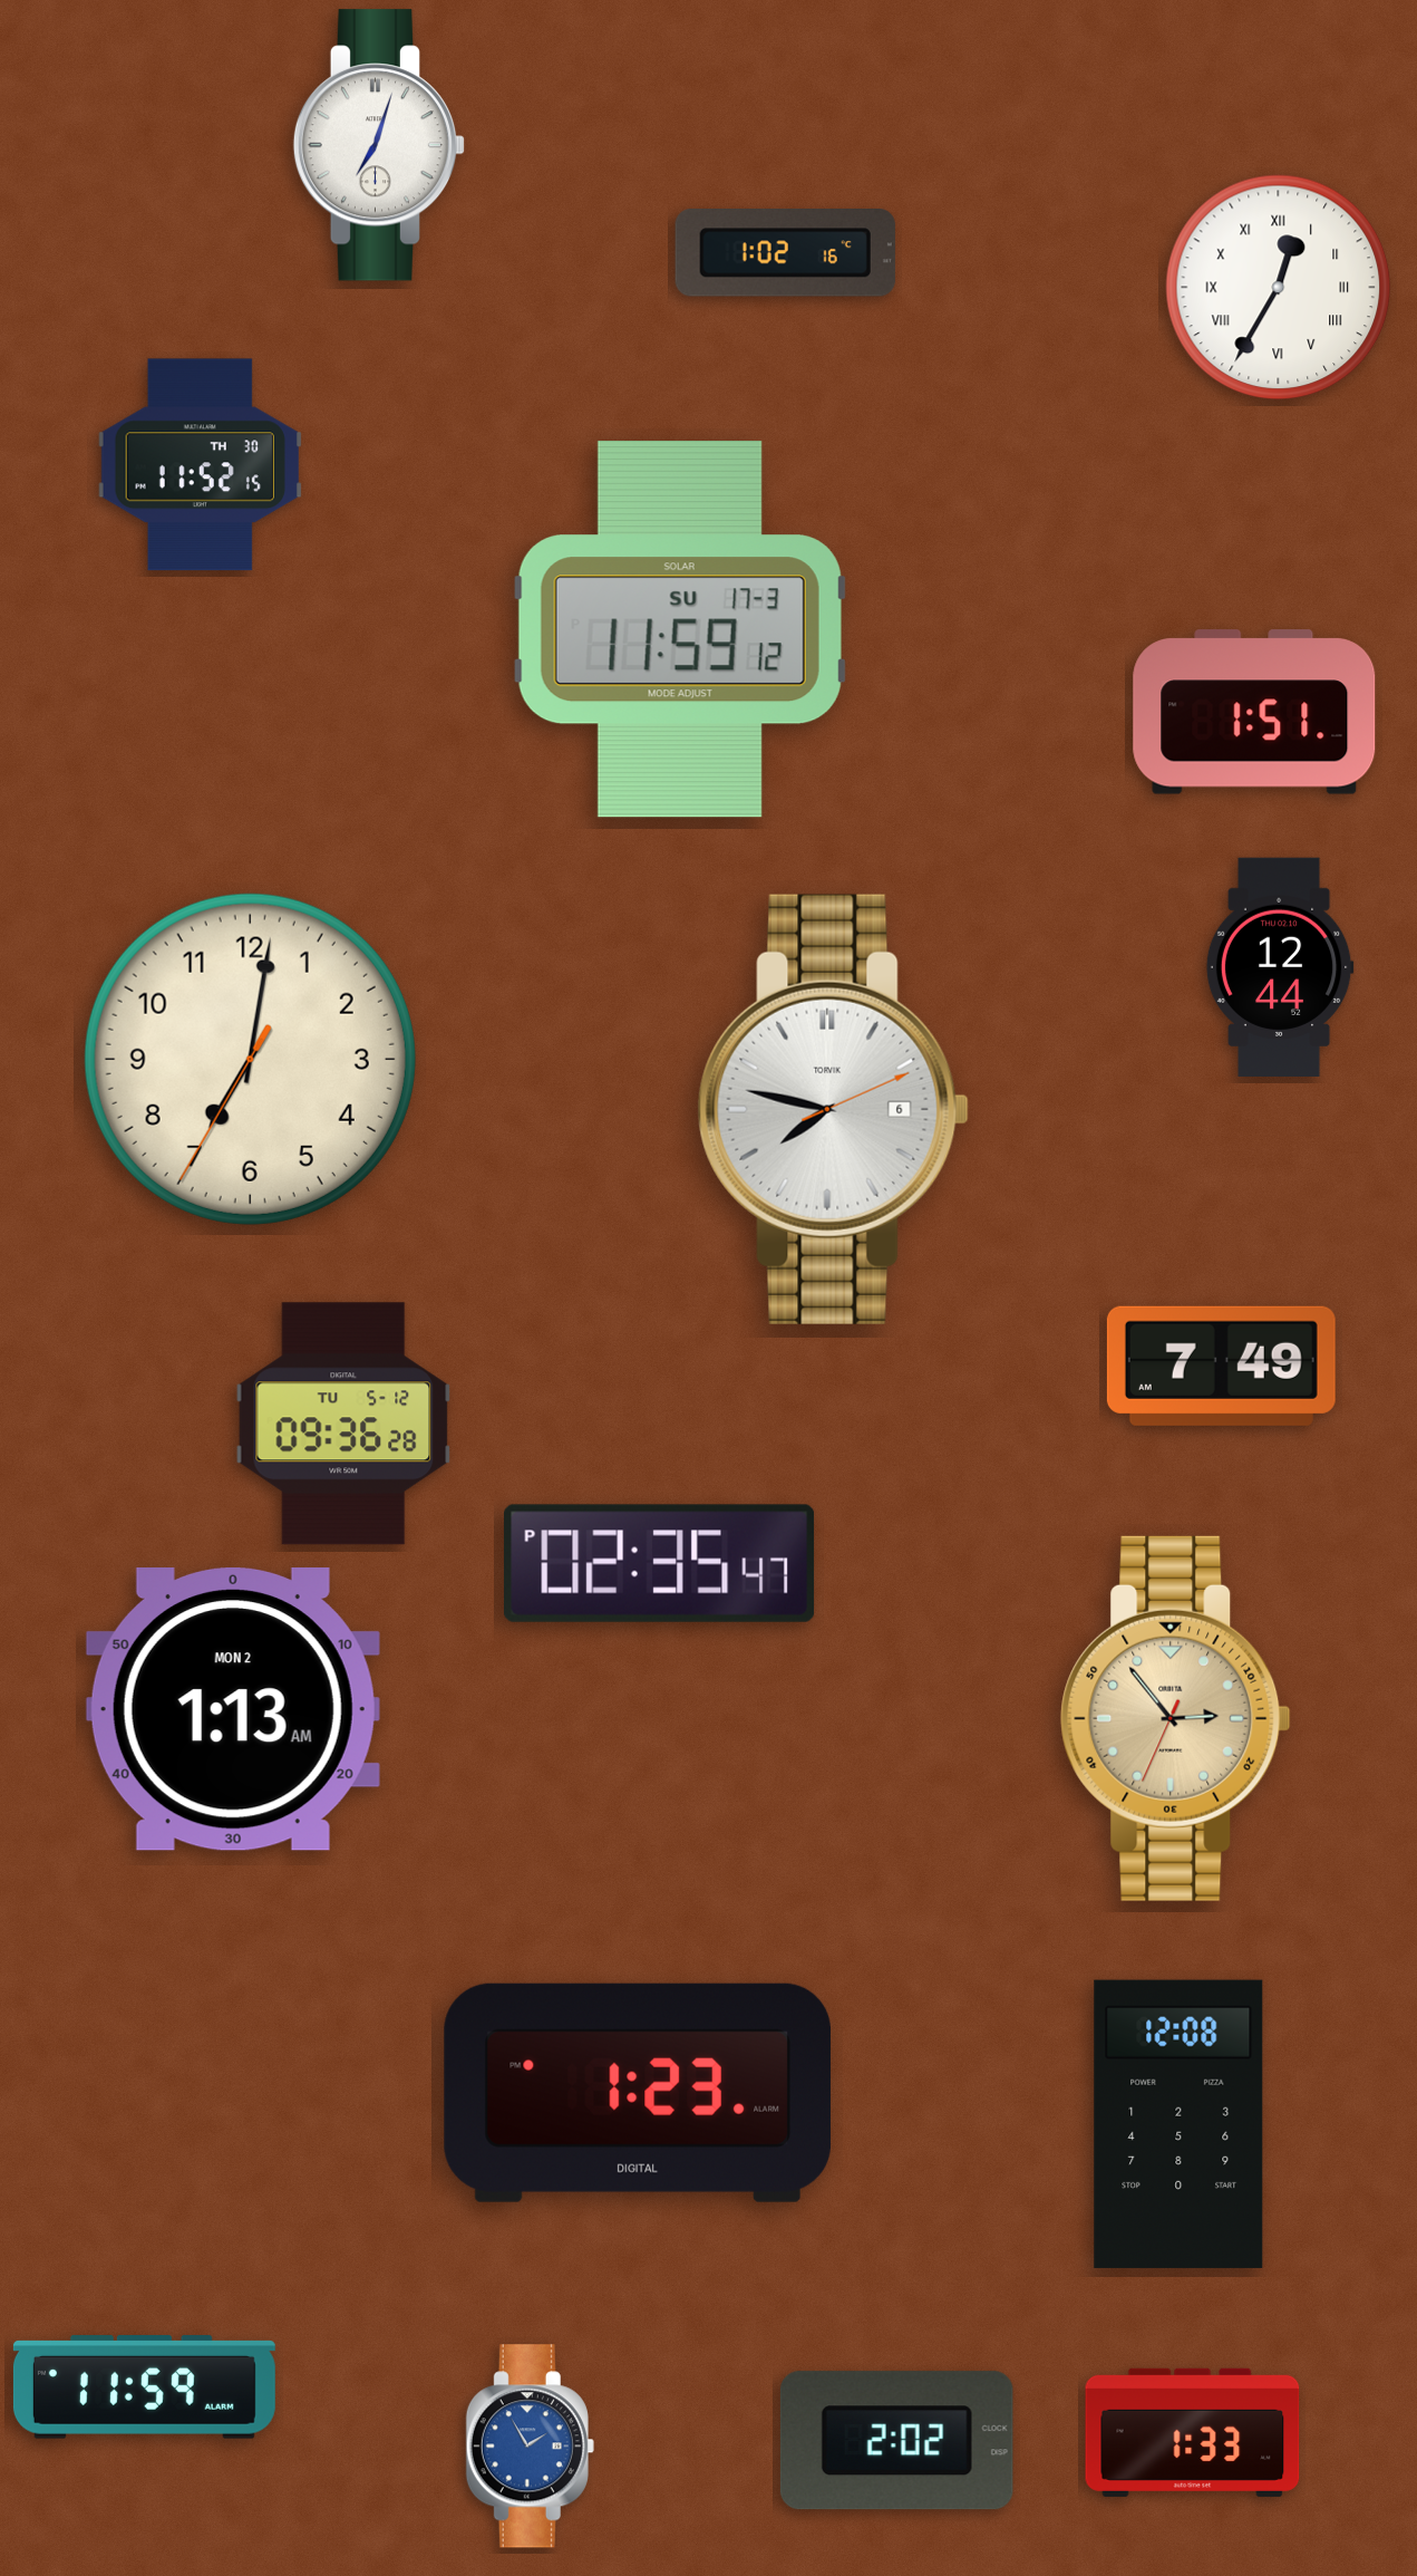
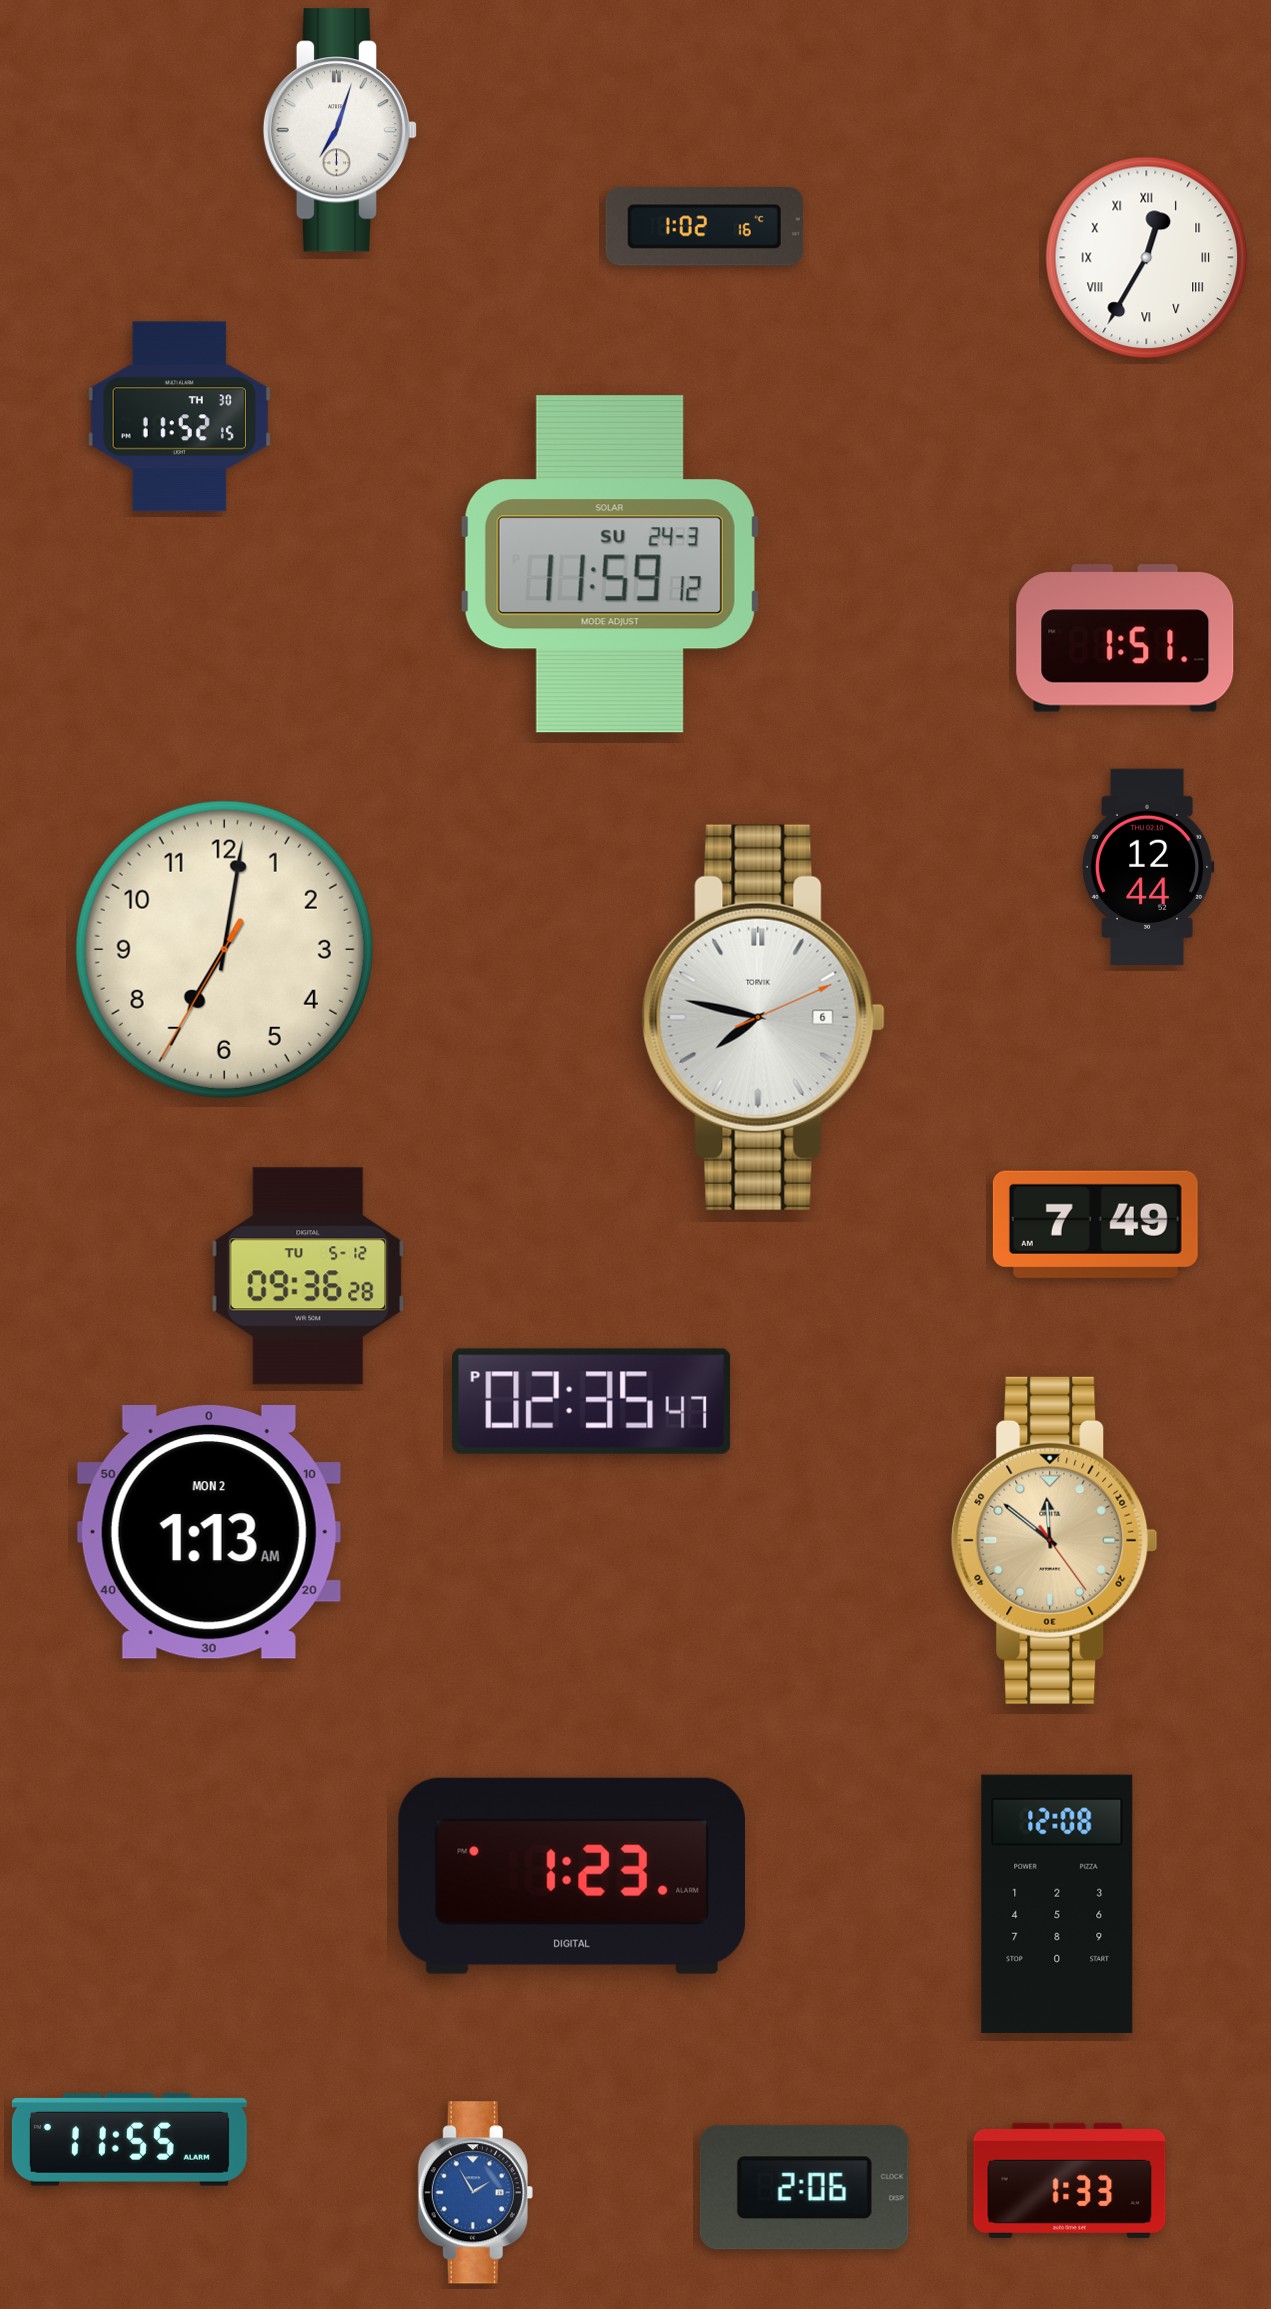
clock at (680, 629) date: SU 17-3 -> SU 24-3
clock at (833, 1109) position: (833, 1109) -> (763, 1017)
clock at (1176, 1718): 2:53 -> 11:51
clock at (144, 2387): 11:59 -> 11:55
clock at (896, 2441): 2:02 -> 2:06
